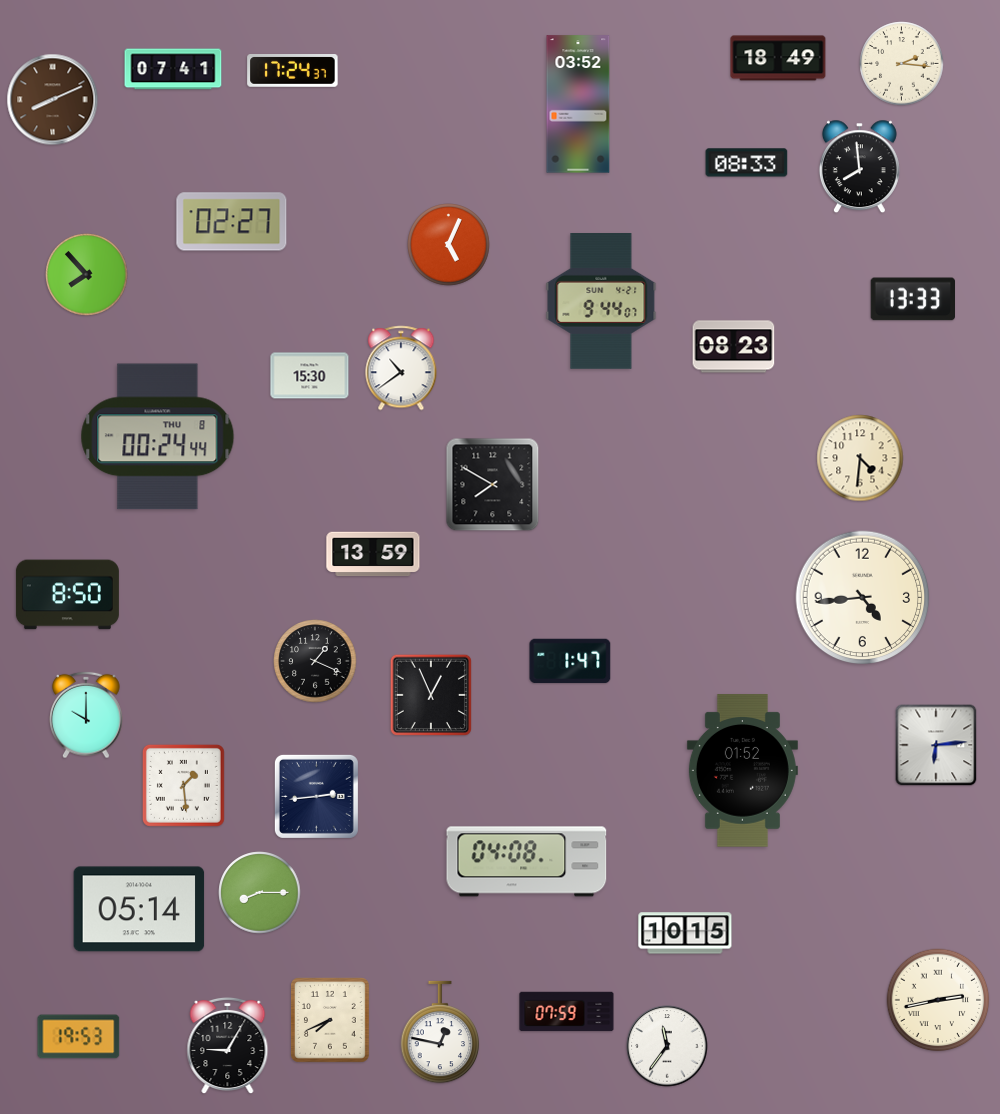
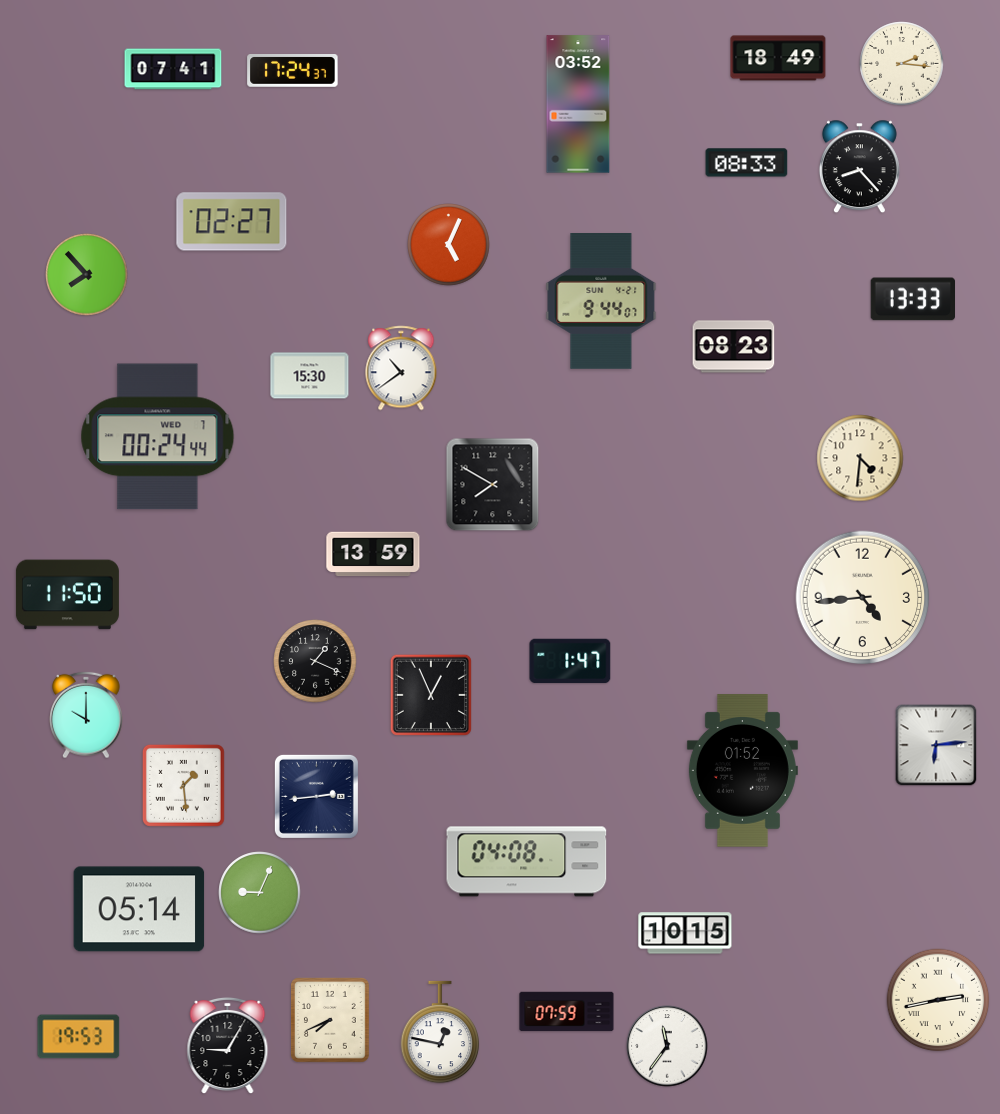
clock at (53, 100): 8:11 -> none
clock at (859, 167): 7:59 -> 8:23
clock at (158, 437) date: THU 8 -> WED 7
clock at (67, 595): 8:50 -> 11:50
clock at (260, 893): 8:15 -> 9:04
